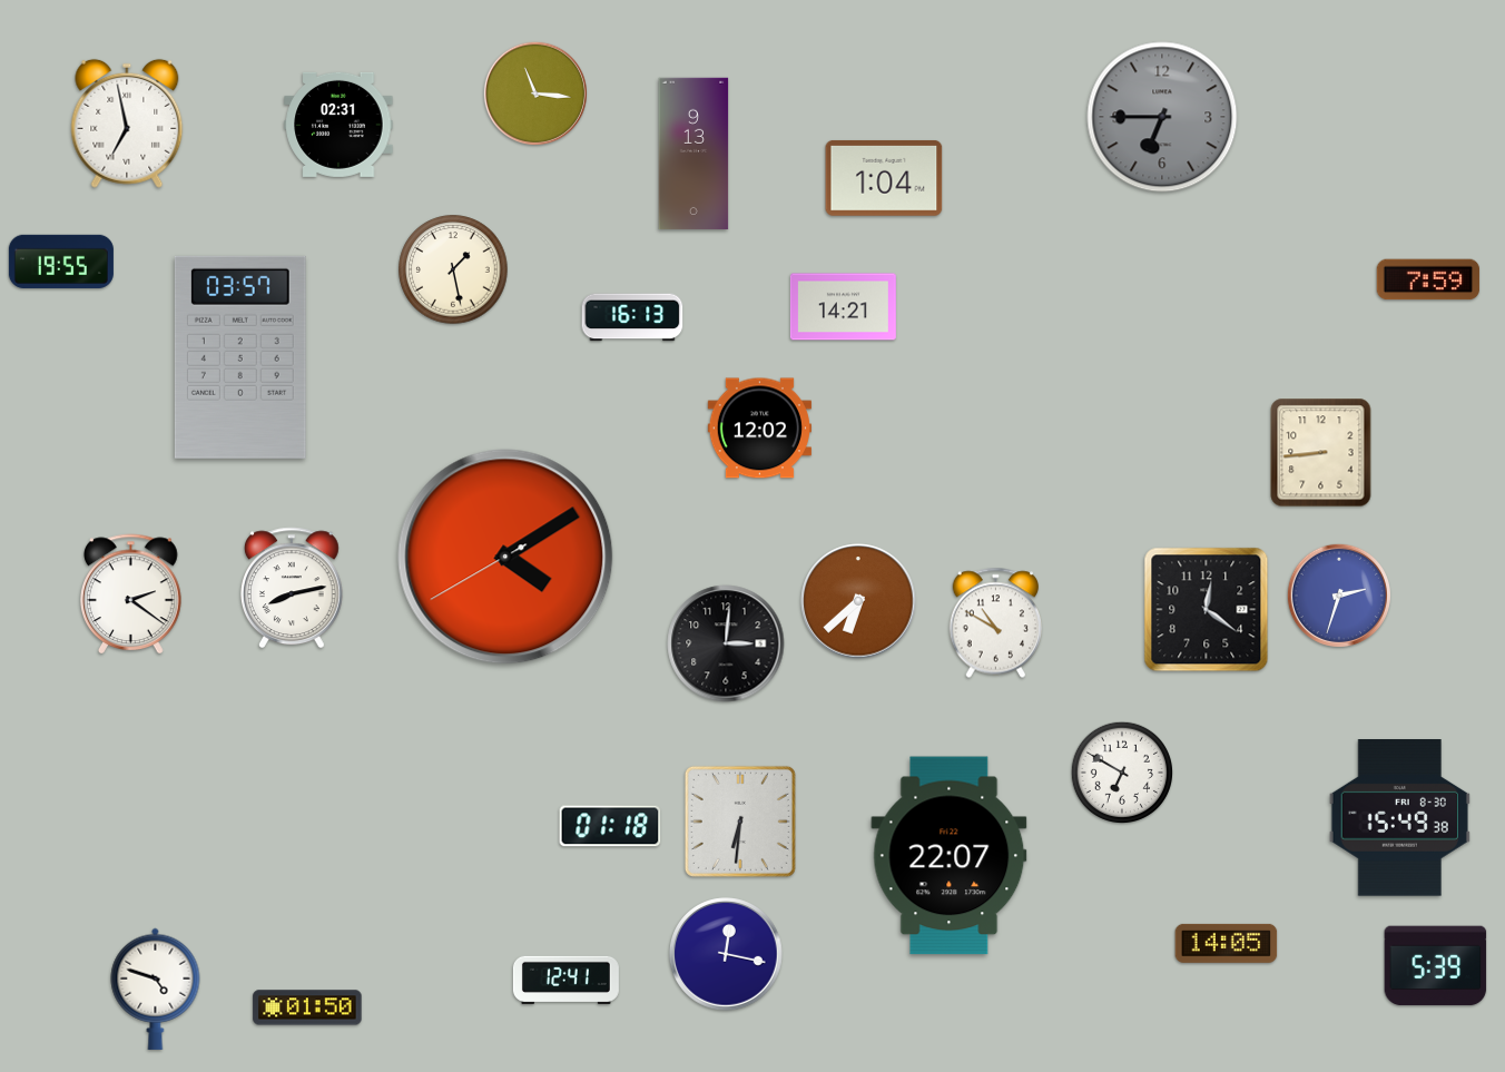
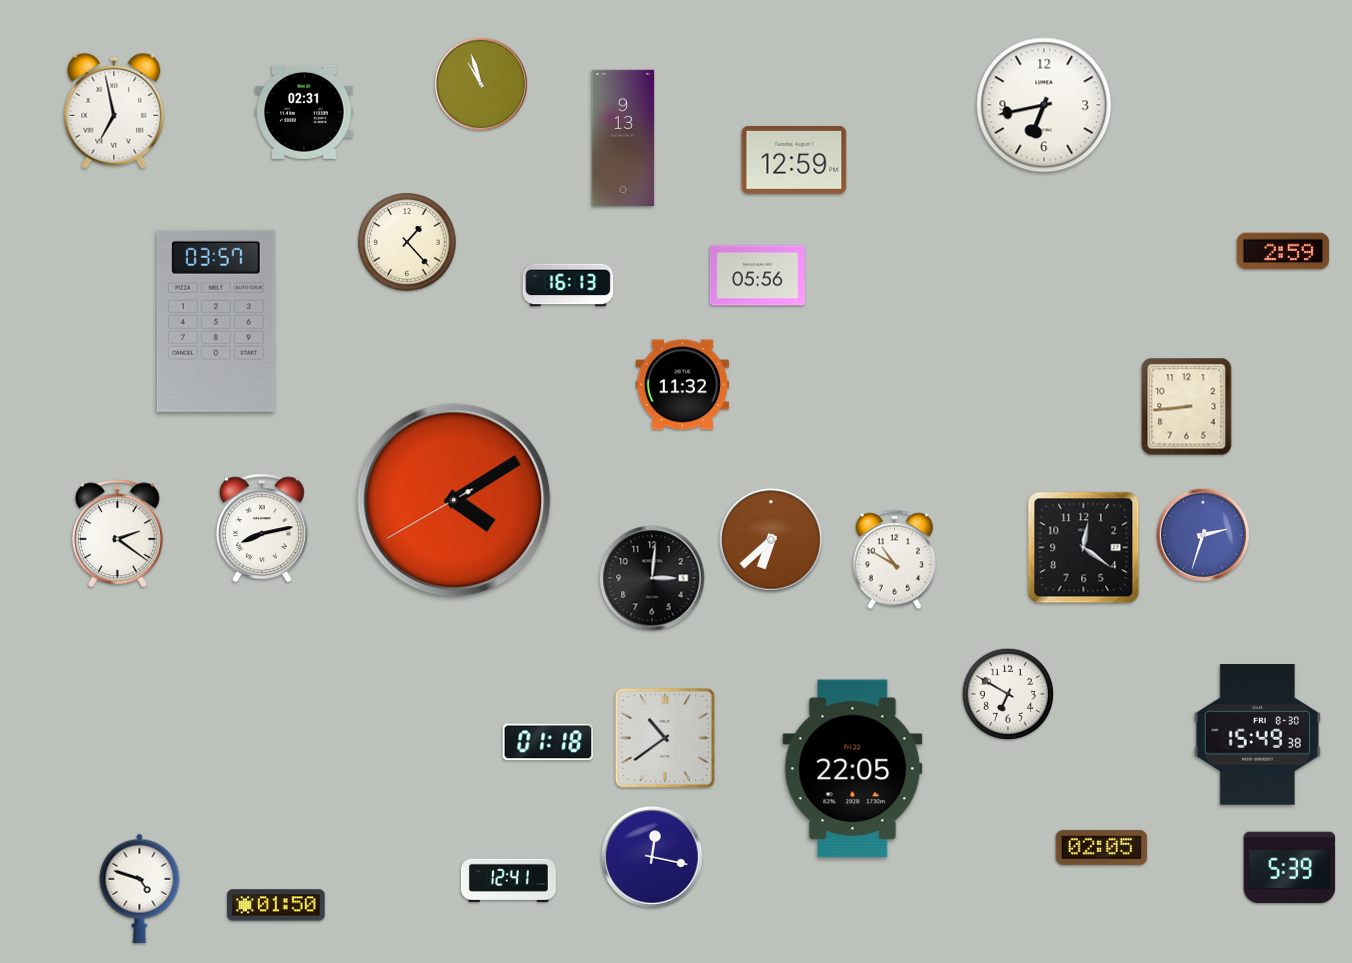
clock at (535, 94): 11:16 -> 10:57
clock at (1162, 117): 6:45 -> 6:43
clock at (1162, 117) dial: grey -> white
clock at (884, 178): 1:04 -> 12:59
clock at (61, 262): 19:55 -> none
clock at (453, 269): 1:28 -> 1:23
clock at (1428, 279): 7:59 -> 2:59
clock at (843, 307): 14:21 -> 05:56
clock at (759, 429): 12:02 -> 11:32
clock at (740, 822): 6:31 -> 10:39
clock at (950, 856): 22:07 -> 22:05
clock at (1227, 943): 14:05 -> 02:05
